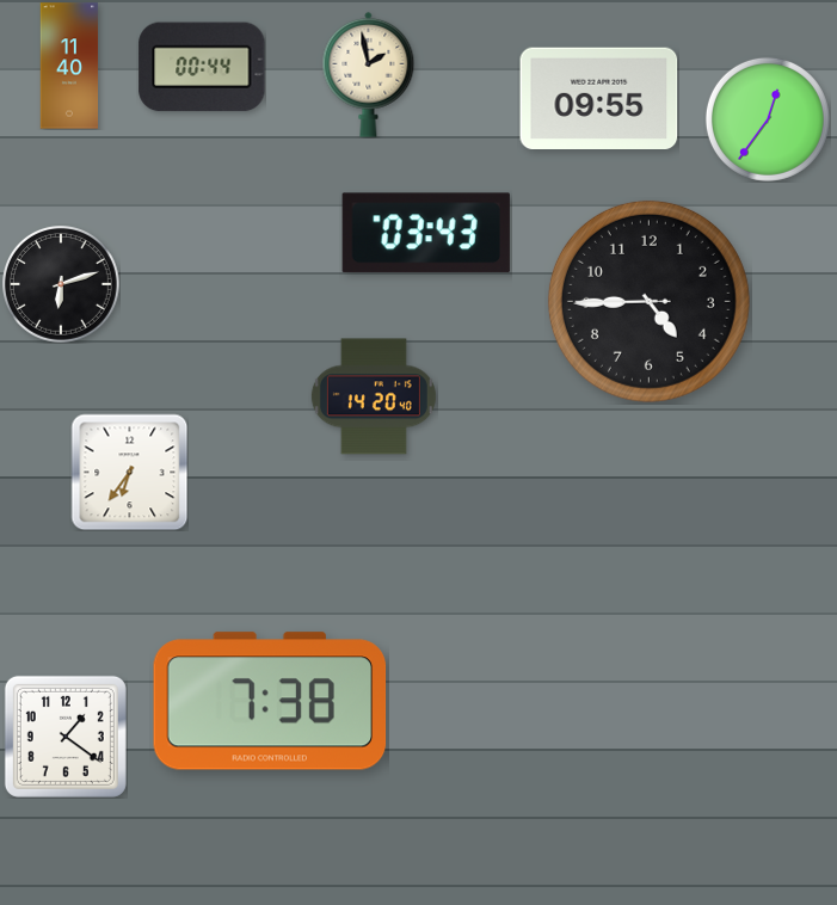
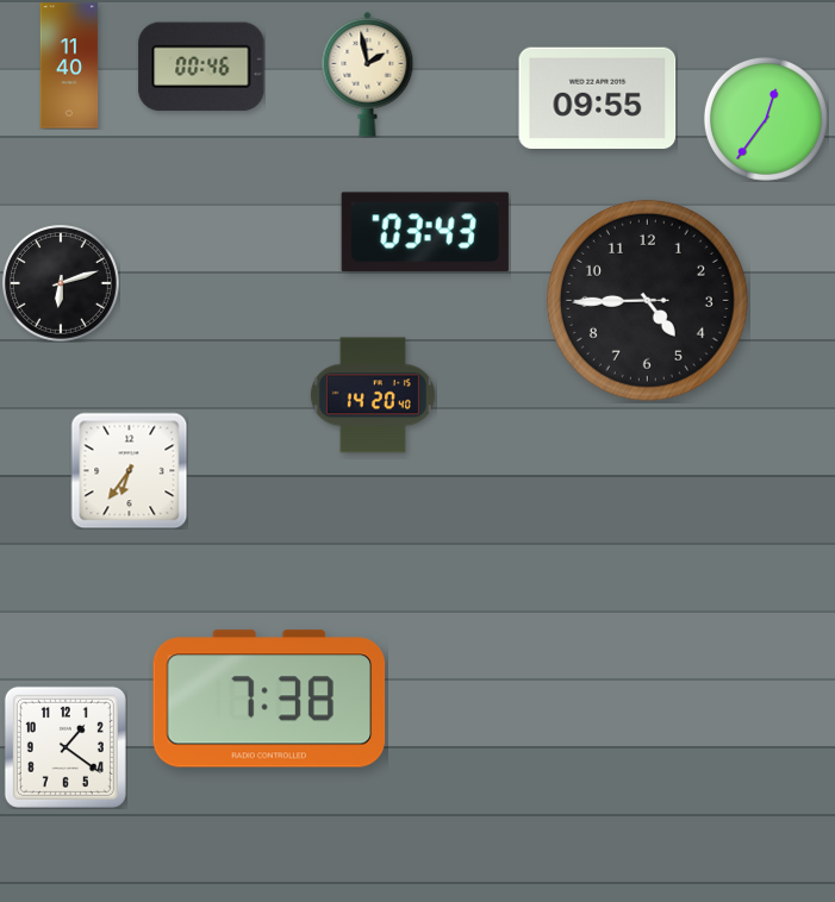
clock at (202, 67): 00:44 -> 00:46
clock at (66, 737) position: (66, 737) -> (66, 747)
